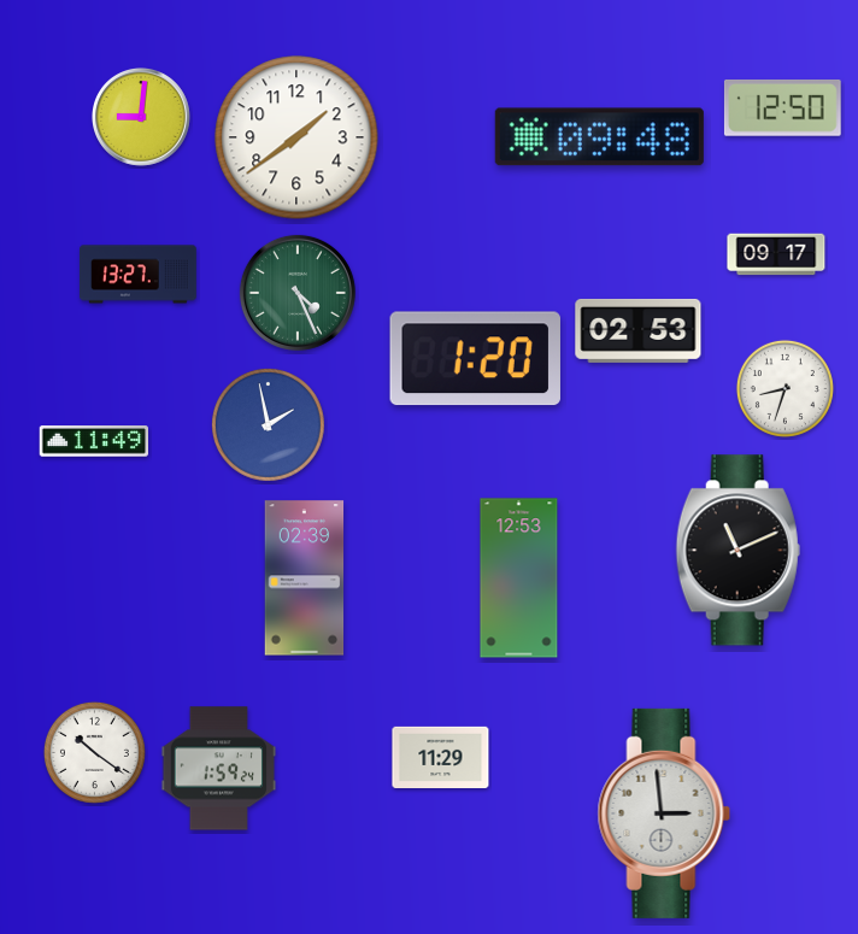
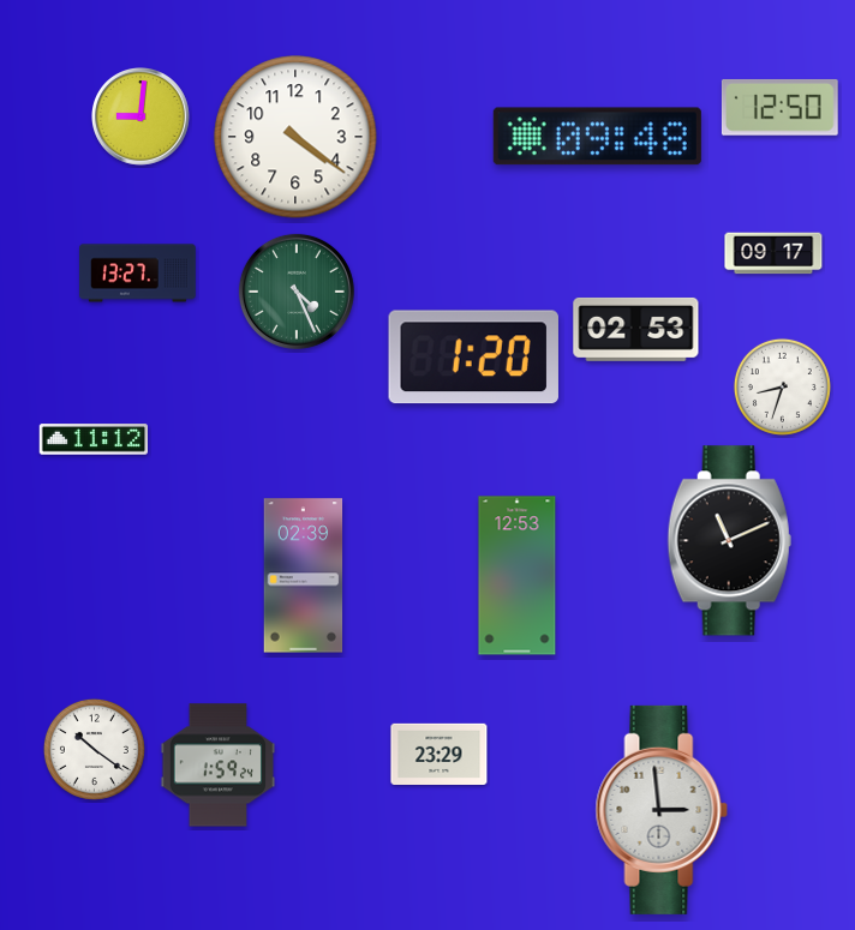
clock at (296, 137): 1:39 -> 4:21
clock at (268, 424): 1:58 -> none
clock at (94, 441): 11:49 -> 11:12
clock at (737, 551) position: (737, 551) -> (729, 541)
clock at (441, 757): 11:29 -> 23:29
